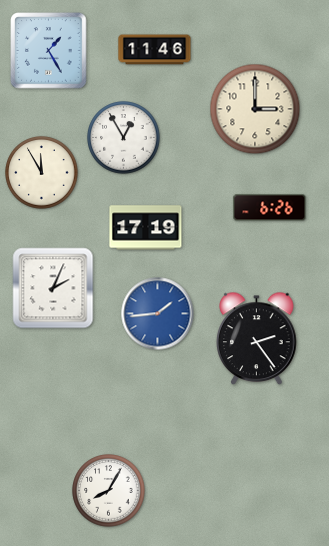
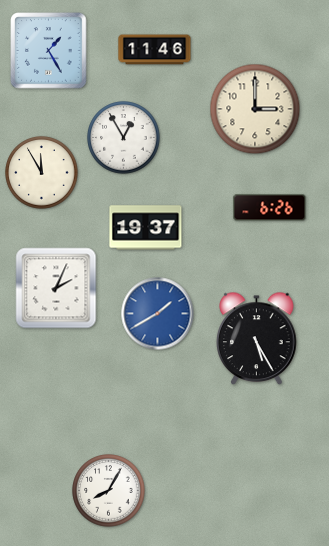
clock at (146, 228): 17:19 -> 19:37
clock at (53, 288) position: (53, 288) -> (56, 288)
clock at (158, 314): 1:44 -> 1:40
clock at (257, 339): 2:24 -> 5:25
